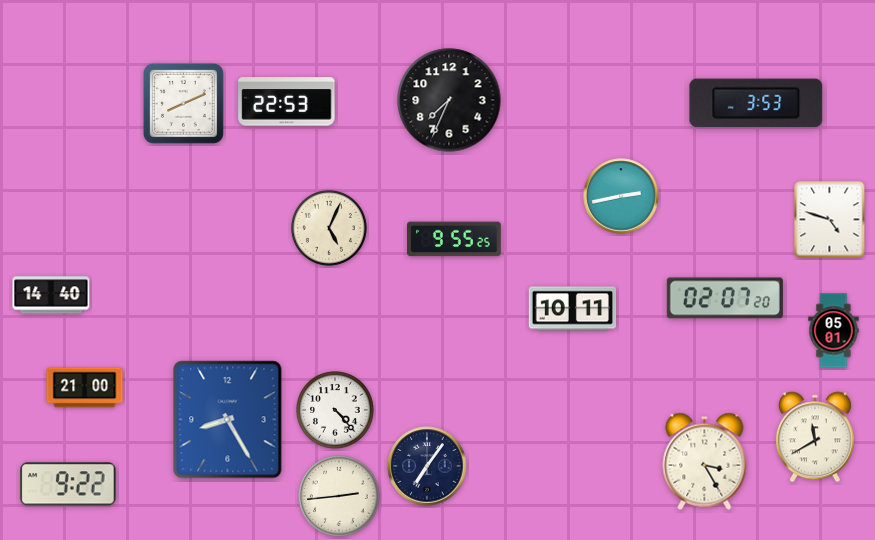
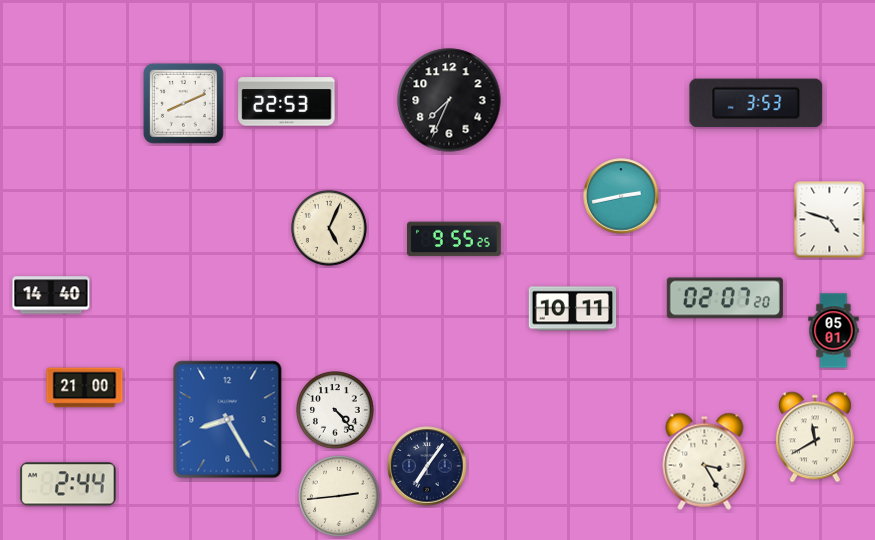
clock at (68, 484): 9:22 -> 2:44
